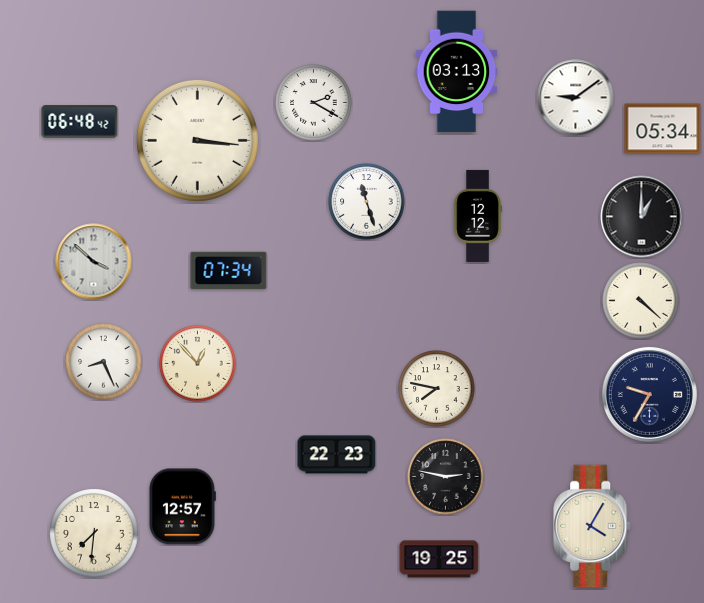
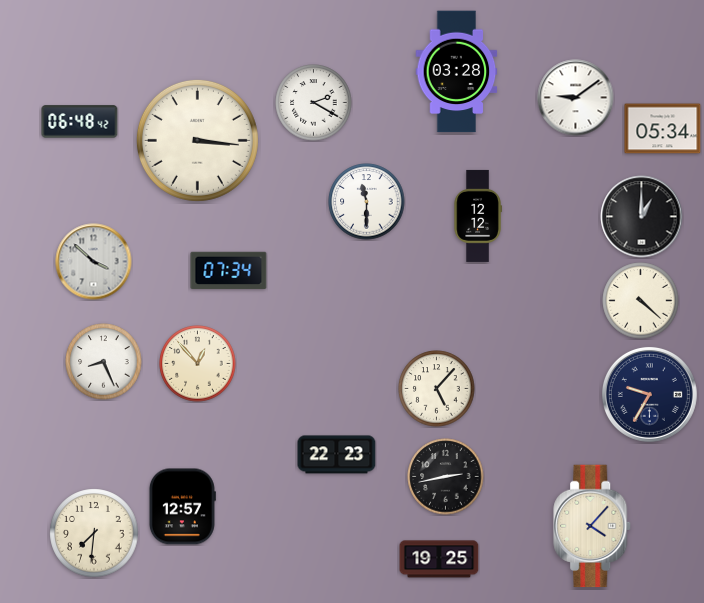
clock at (457, 72): 03:13 -> 03:28
clock at (367, 202): 11:27 -> 11:30
clock at (437, 389): 7:47 -> 5:07
clock at (446, 477): 2:47 -> 2:43
clock at (593, 526): 4:05 -> 4:07
